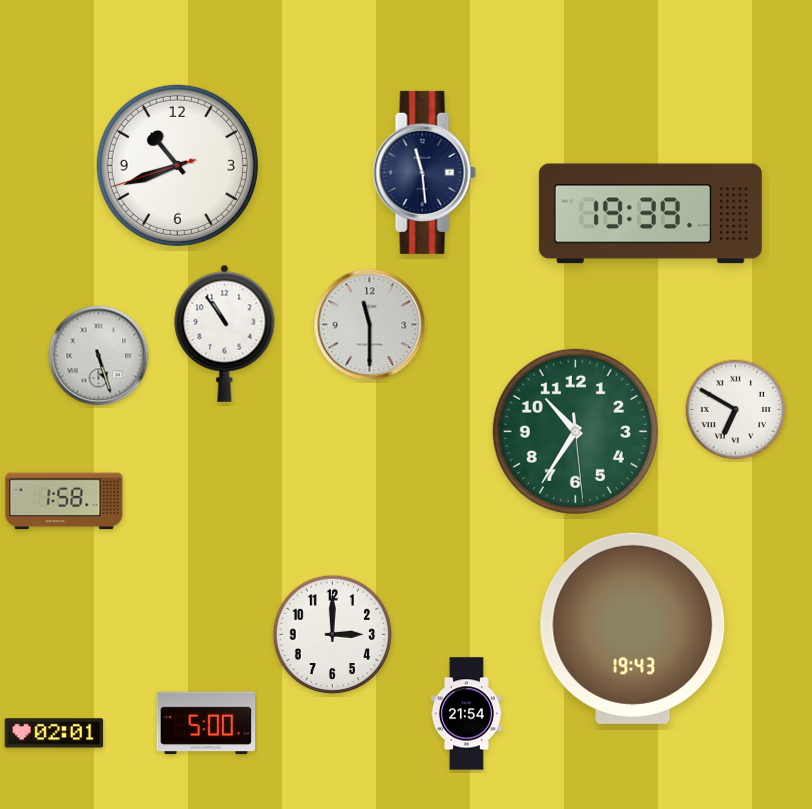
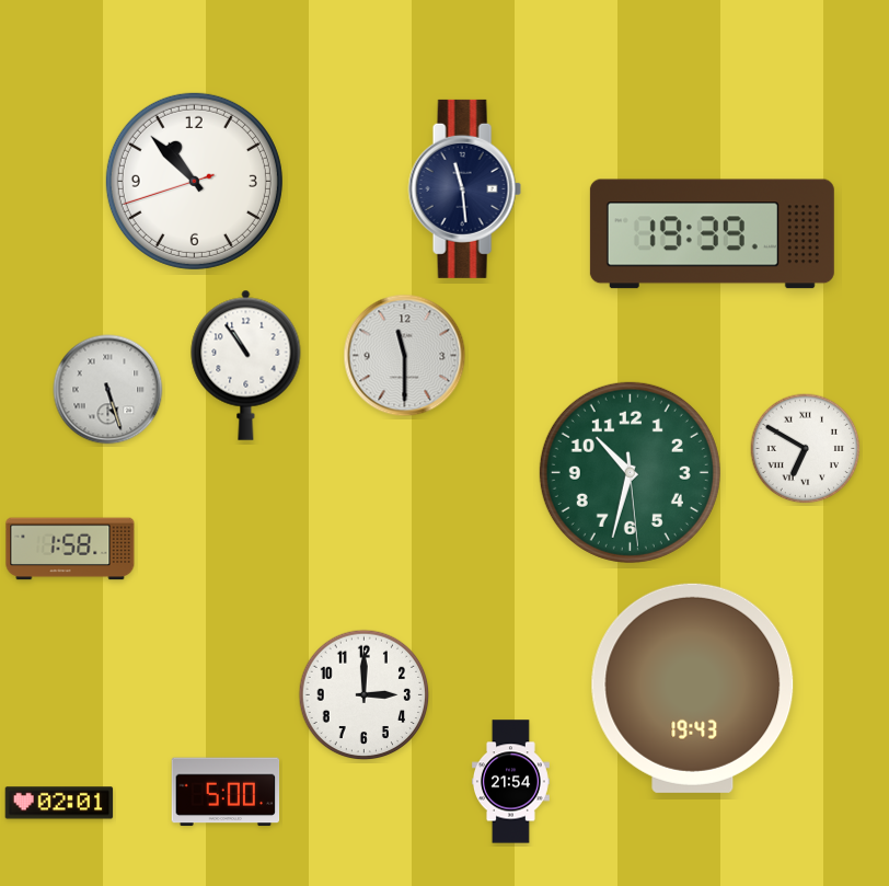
clock at (177, 165): 10:41 -> 10:52
clock at (575, 431): 10:35 -> 10:32
